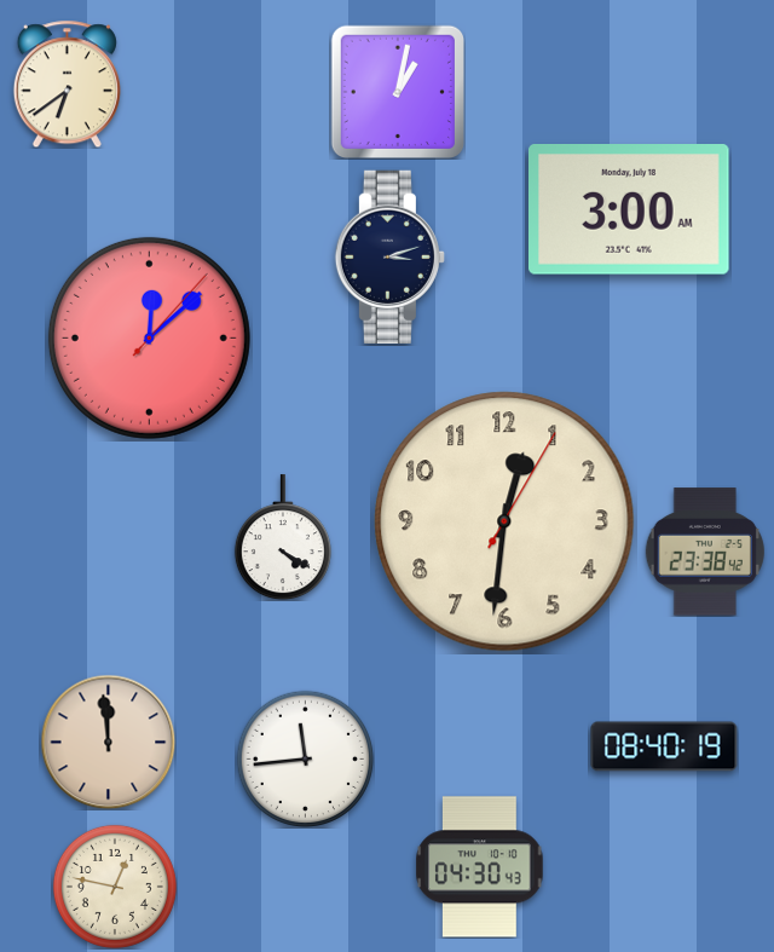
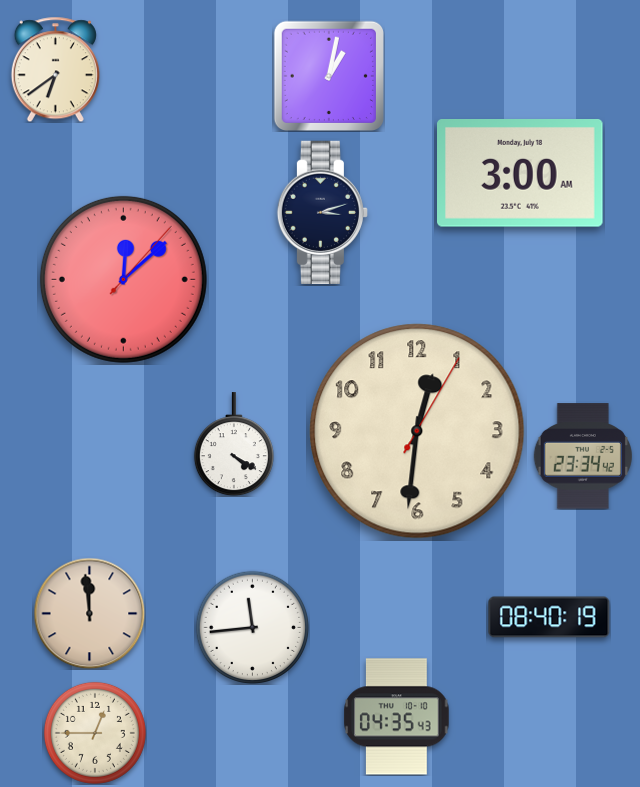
clock at (705, 552): 23:38 -> 23:34
clock at (480, 867): 04:30 -> 04:35
clock at (115, 887): 12:47 -> 12:45
